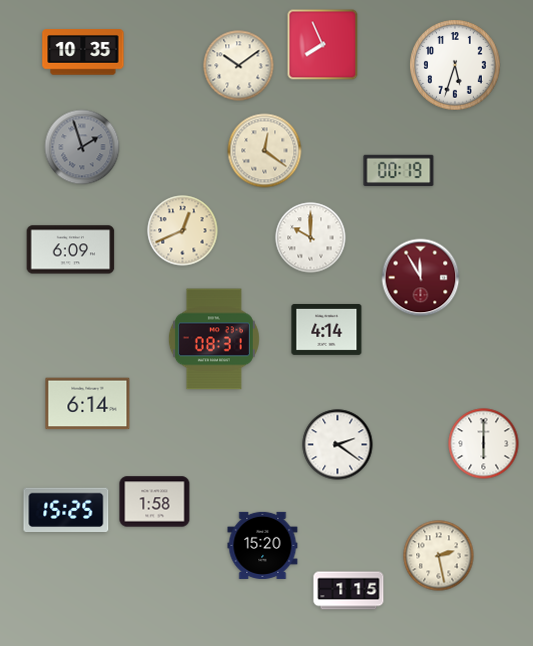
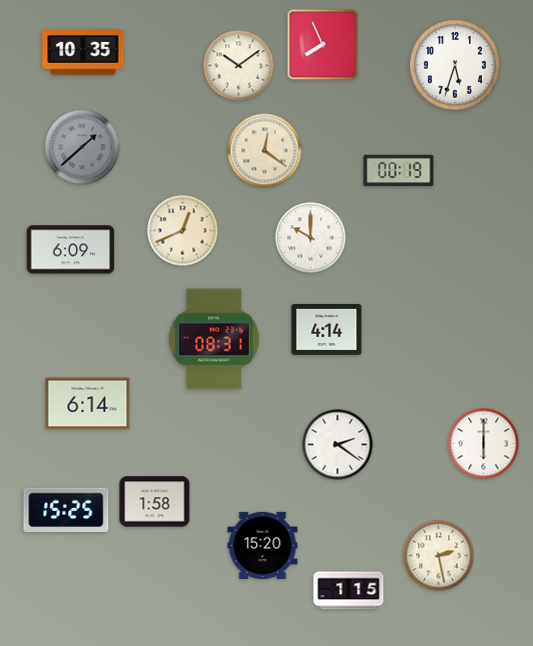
clock at (82, 147): 1:57 -> 1:38
clock at (421, 278): 11:55 -> none
